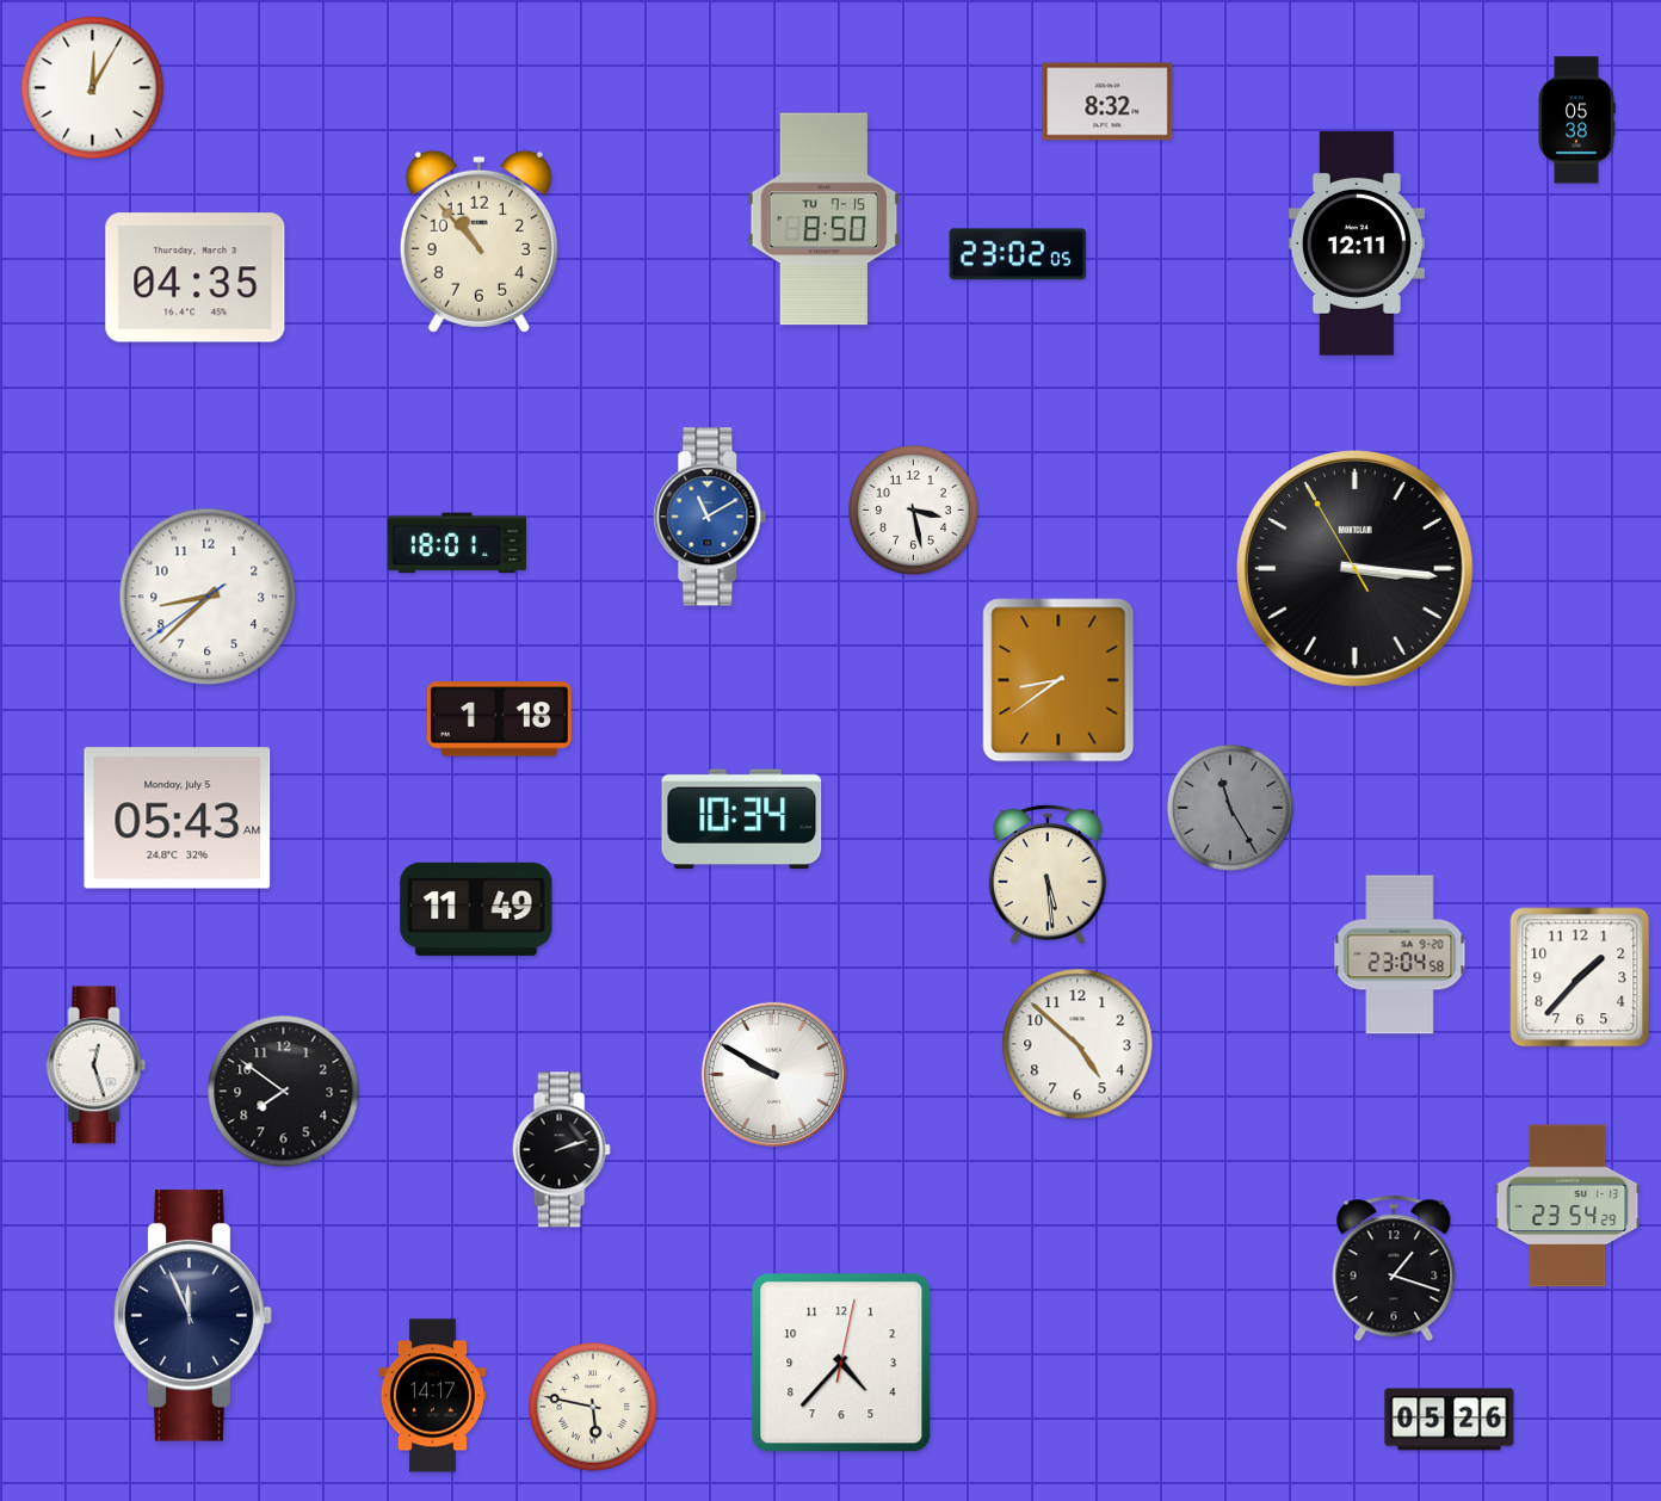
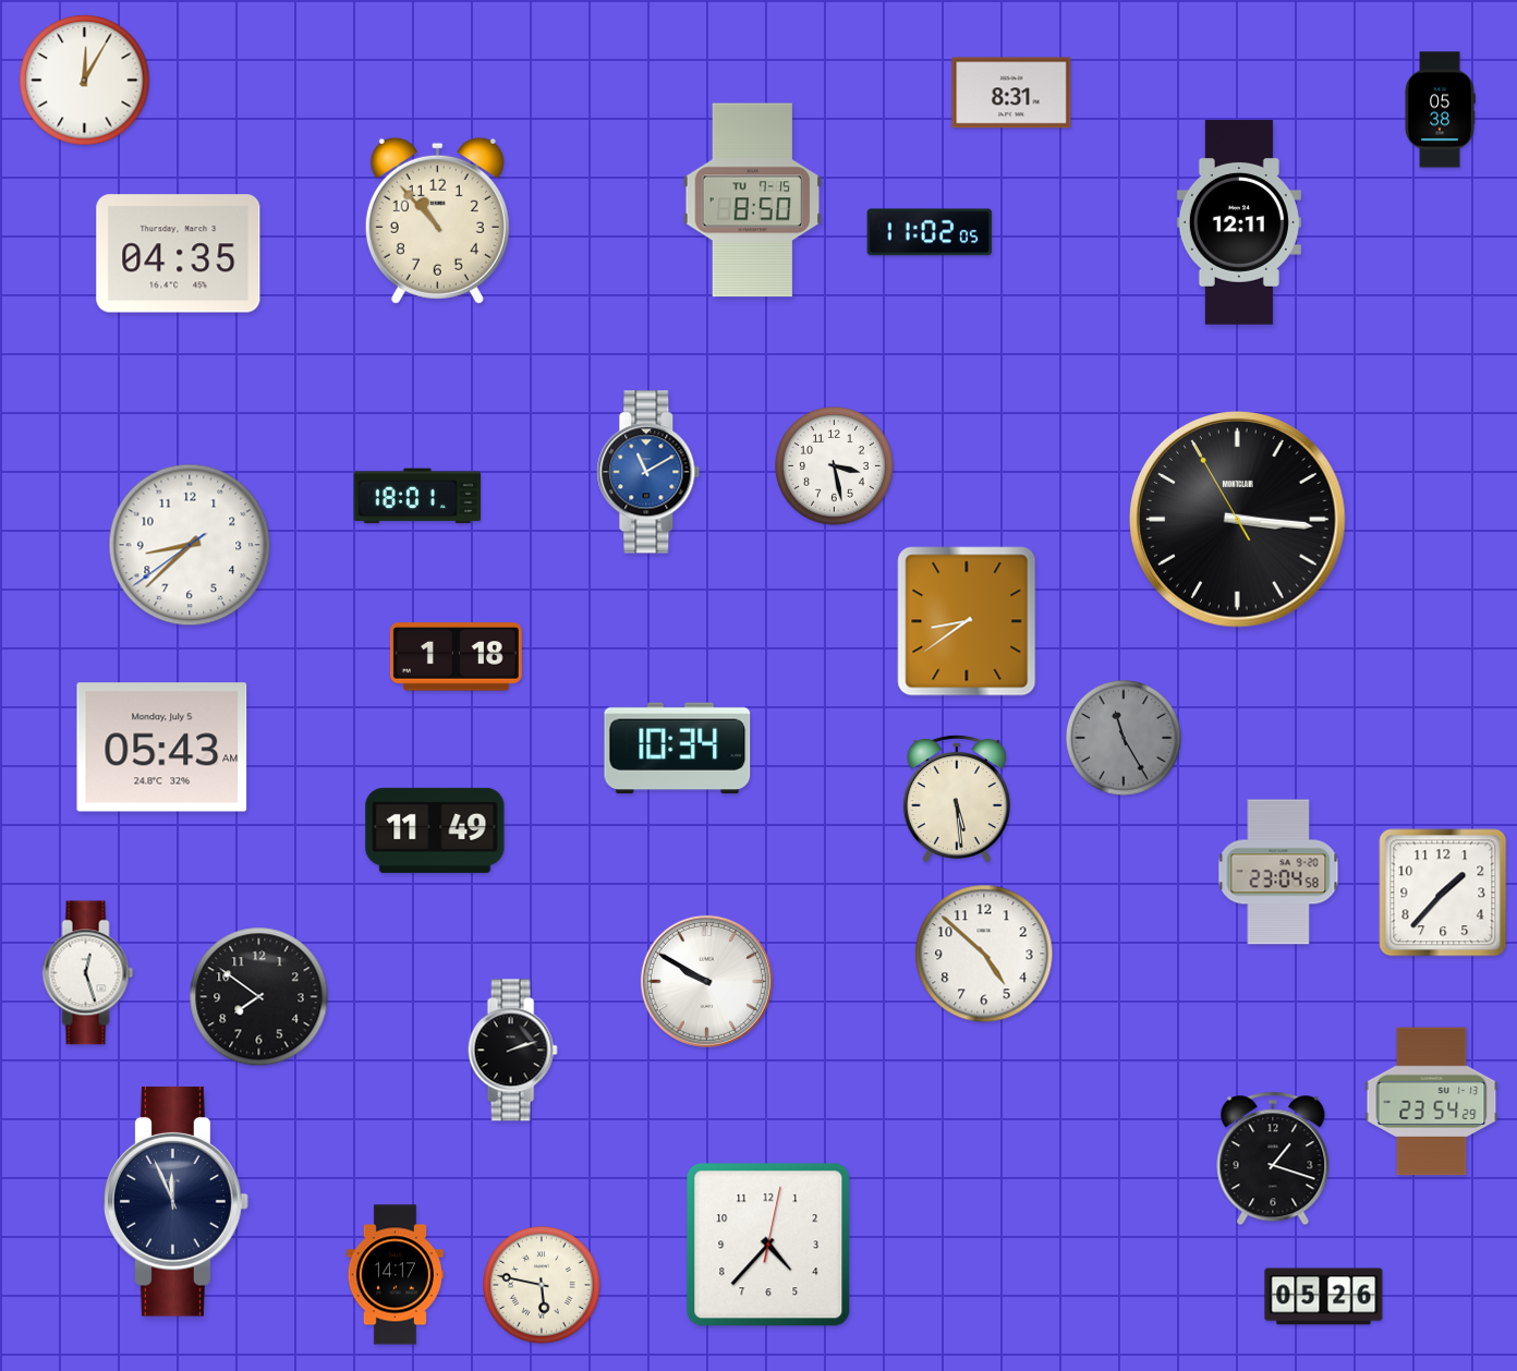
clock at (1107, 101): 8:32 -> 8:31
clock at (1018, 254): 23:02 -> 11:02
